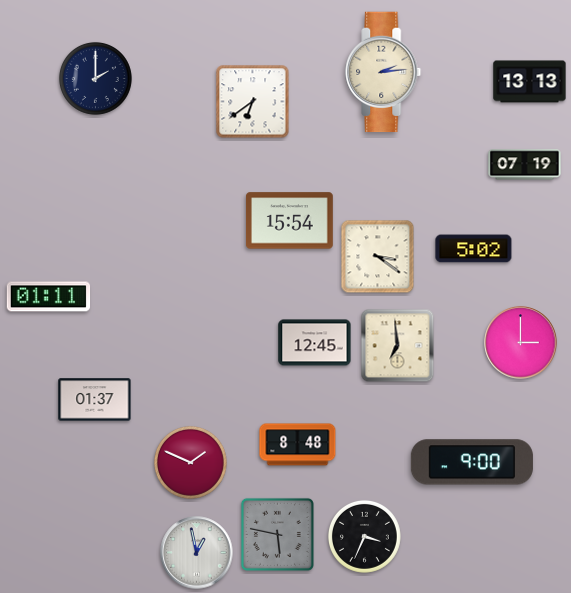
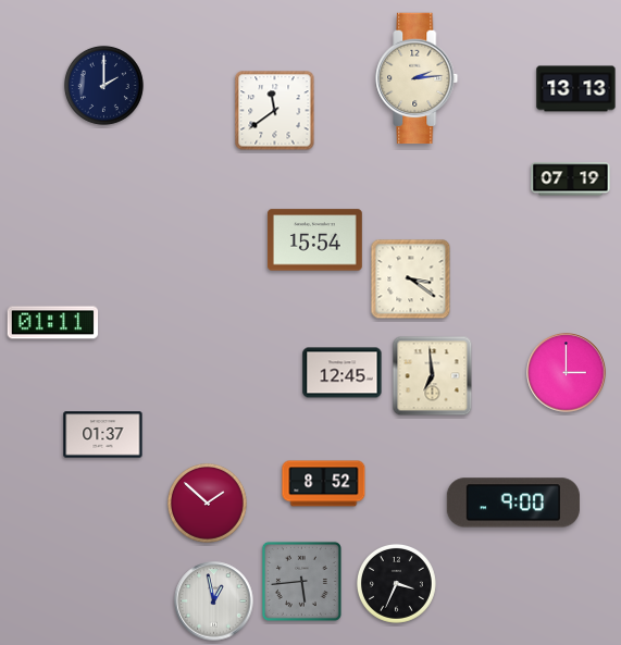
clock at (253, 102): 6:39 -> 11:39
clock at (474, 249): 5:02 -> none
clock at (298, 445): 8:48 -> 8:52
clock at (191, 463): 1:49 -> 1:52
clock at (277, 534): 5:47 -> 5:44
